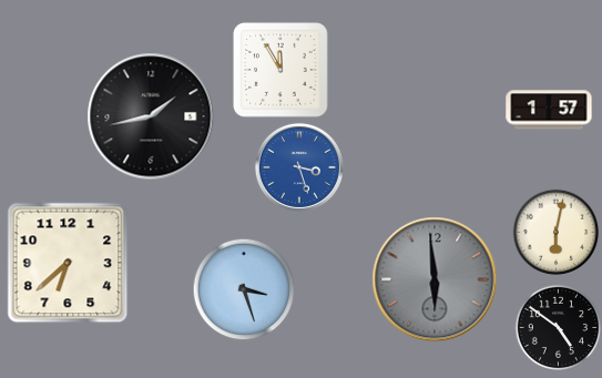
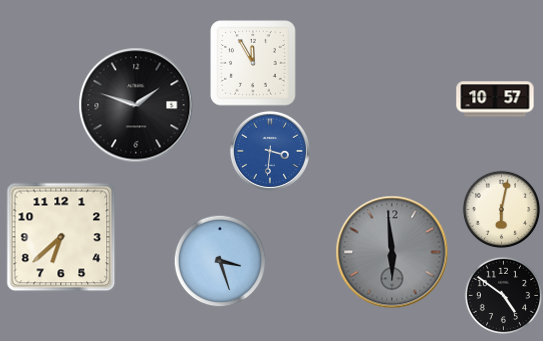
clock at (549, 110): 1:57 -> 10:57
clock at (151, 116): 1:43 -> 1:48
clock at (299, 167): 3:27 -> 3:31
